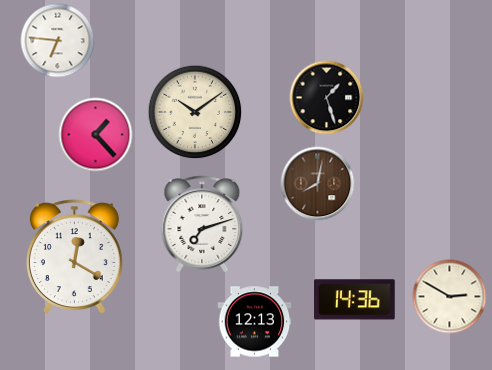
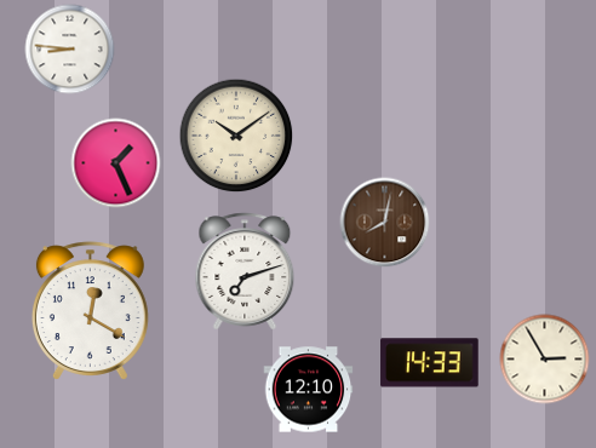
clock at (58, 41): 6:46 -> 8:46
clock at (327, 98): 1:27 -> none
clock at (96, 135): 1:23 -> 1:26
clock at (450, 297): 2:50 -> 2:55
clock at (355, 300): 14:36 -> 14:33
clock at (255, 322): 12:13 -> 12:10
